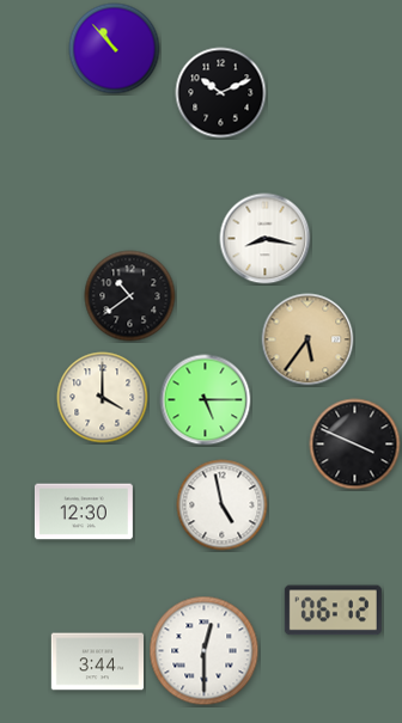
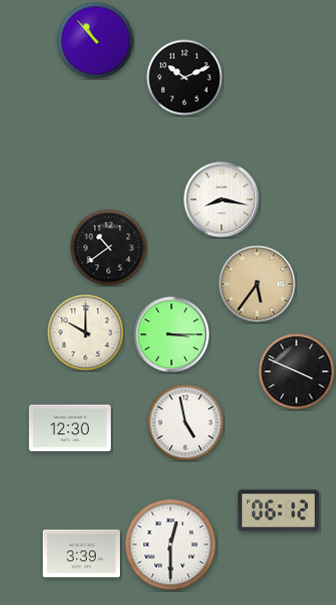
clock at (103, 398): 4:00 -> 10:00
clock at (206, 400): 5:15 -> 3:15
clock at (97, 662): 3:44 -> 3:39
